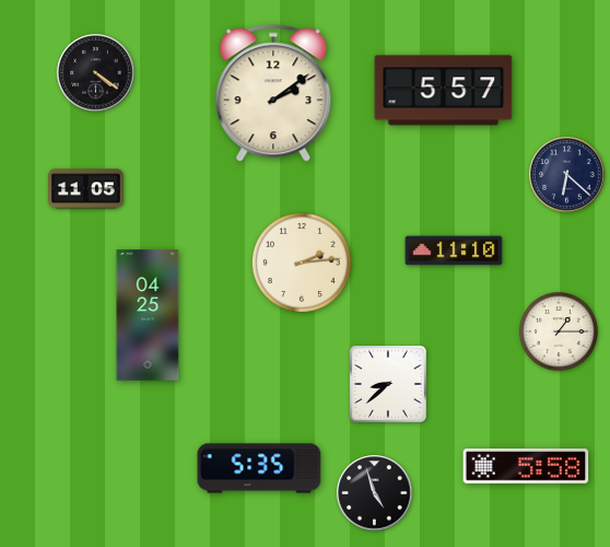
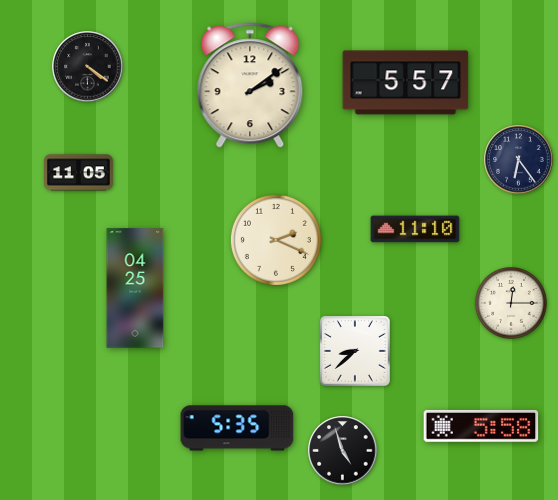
clock at (567, 175): 6:22 -> 6:24
clock at (302, 263): 2:14 -> 2:19
clock at (560, 333): 1:15 -> 12:15
